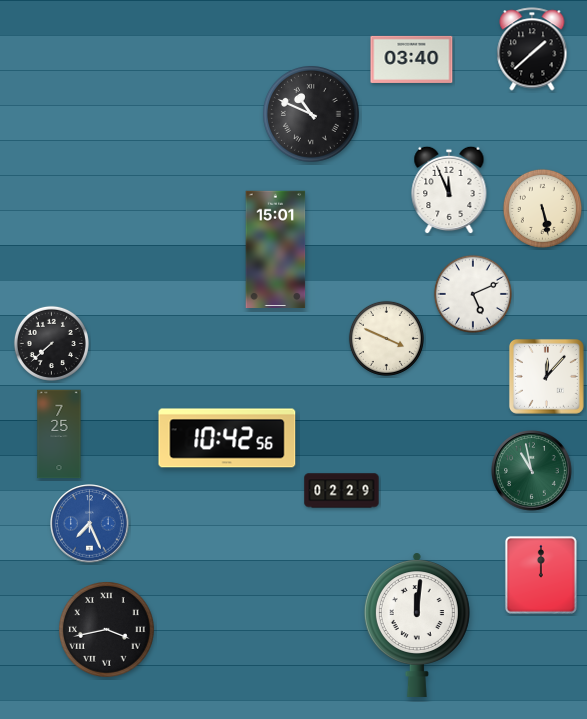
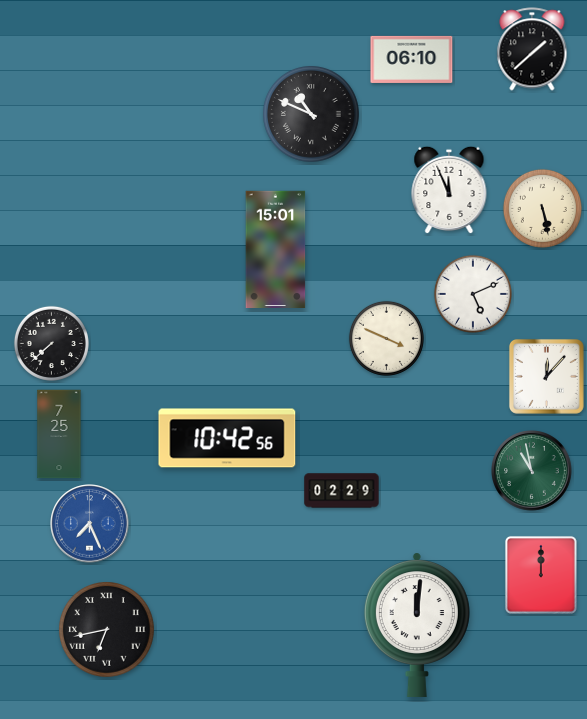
clock at (412, 59): 03:40 -> 06:10
clock at (107, 630): 3:43 -> 6:43
